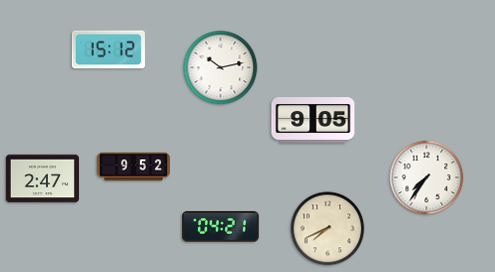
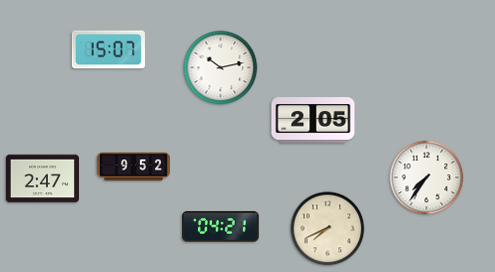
clock at (108, 50): 15:12 -> 15:07
clock at (313, 120): 9:05 -> 2:05
